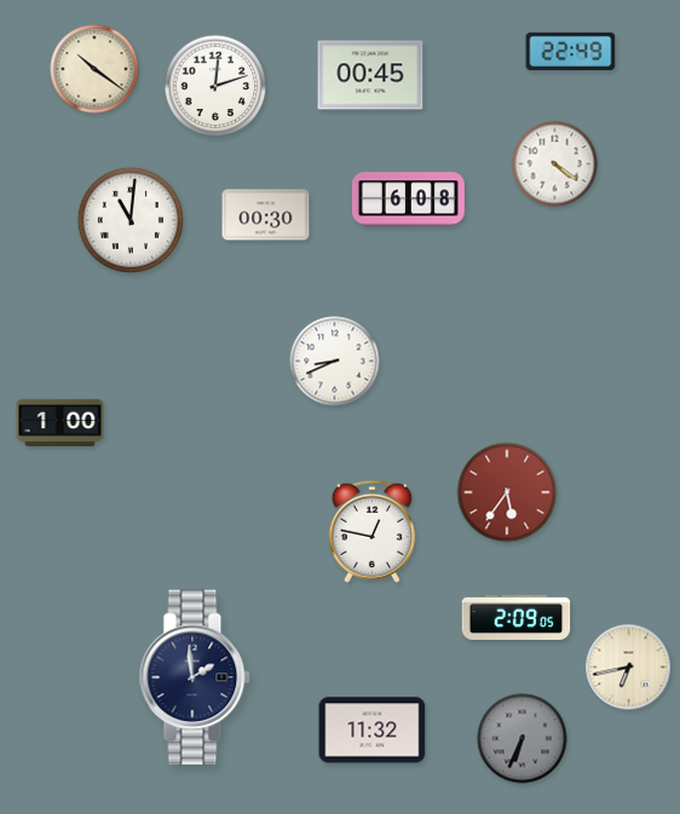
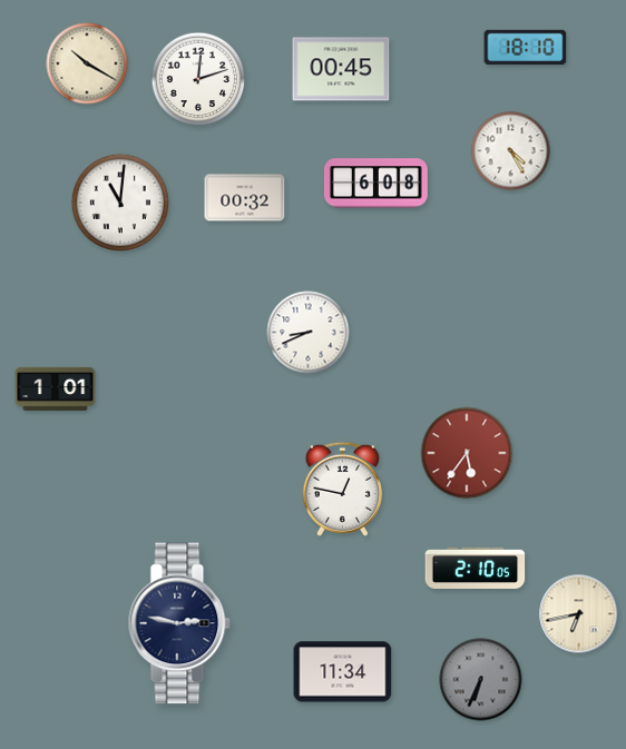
clock at (571, 52): 22:49 -> 18:10
clock at (94, 69): 10:21 -> 10:20
clock at (555, 164): 4:21 -> 4:25
clock at (266, 215): 00:30 -> 00:32
clock at (60, 422): 1:00 -> 1:01
clock at (517, 617): 2:09 -> 2:10
clock at (195, 677): 1:59 -> 2:47
clock at (373, 731): 11:32 -> 11:34
